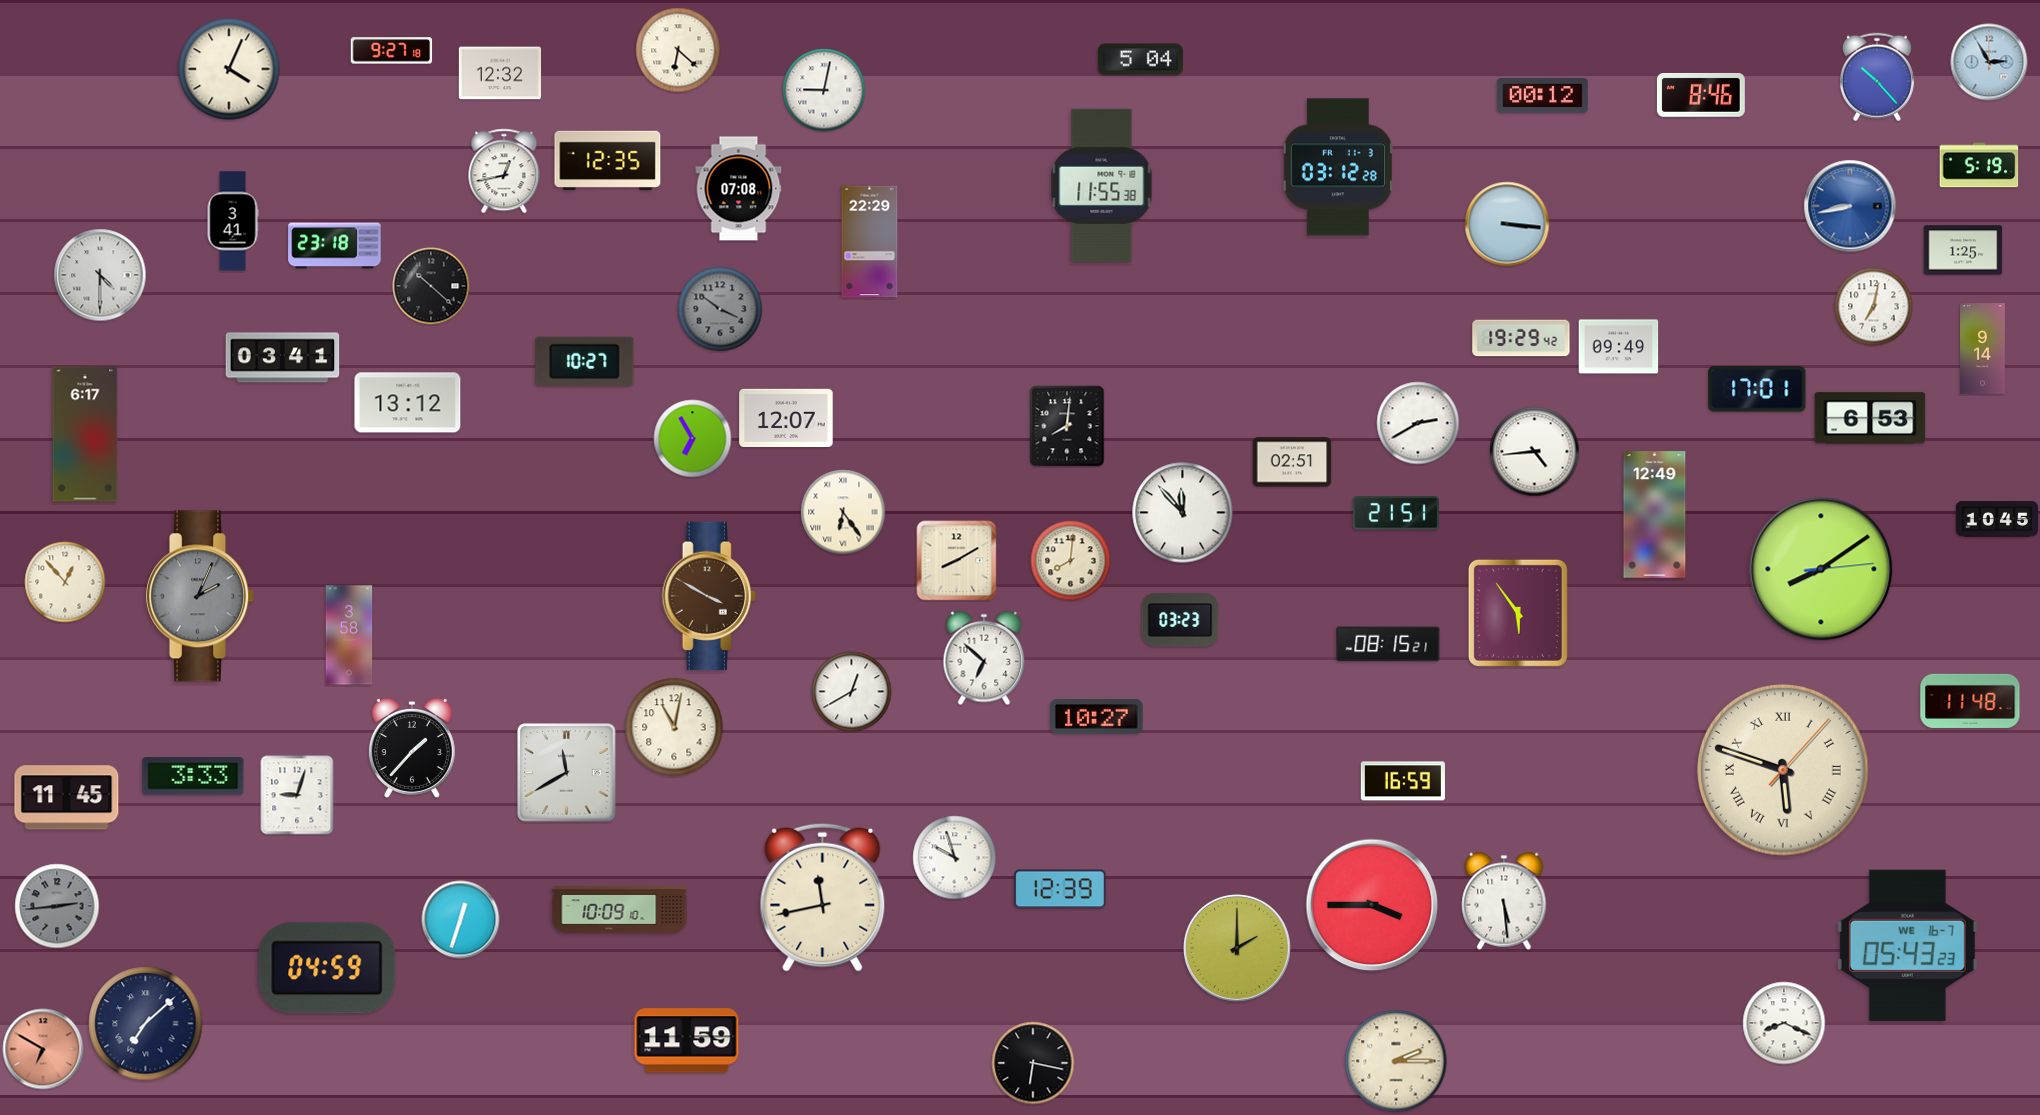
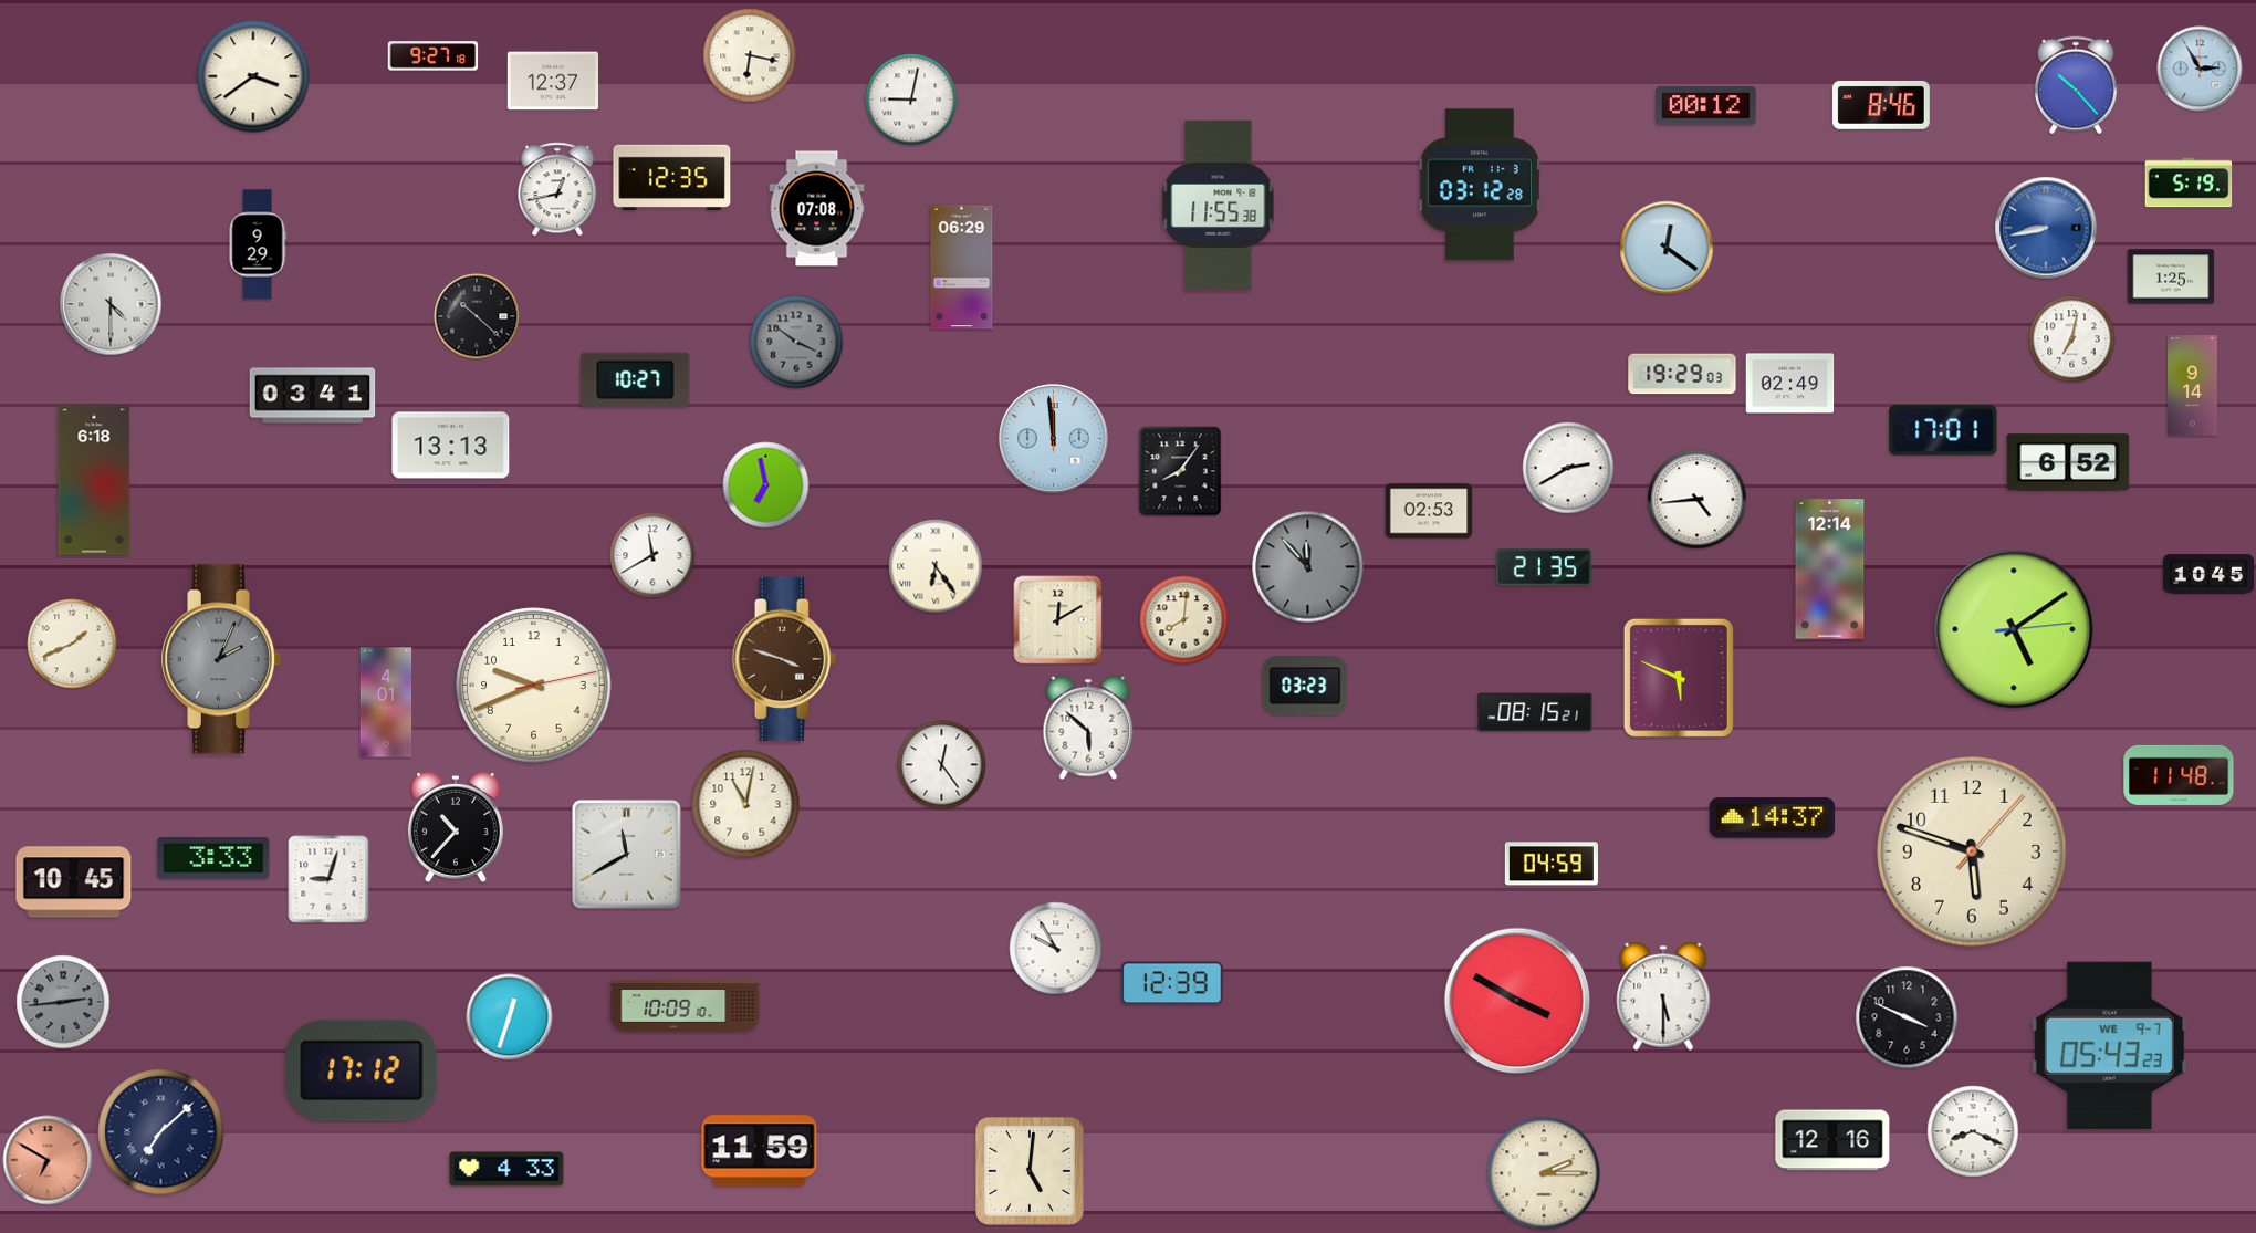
clock at (678, 50): 6:22 -> 6:17
clock at (1140, 60): 5:04 -> none
clock at (229, 69): 4:04 -> 3:39
clock at (500, 73): 12:32 -> 12:37
clock at (233, 221): 3:41 -> 9:29
clock at (1507, 224): 3:16 -> 12:21
clock at (870, 242): 22:29 -> 06:29
clock at (335, 246): 23:18 -> none
clock at (1521, 338): 19:29:42 -> 19:29:03
clock at (1619, 347): 09:49 -> 02:49
clock at (585, 361) position: (585, 361) -> (636, 379)
clock at (1054, 439): none -> 11:59
clock at (408, 403): 13:12 -> 13:13
clock at (786, 417): 12:07 -> none
clock at (1870, 418): 6:53 -> 6:52
clock at (1067, 426): 8:01 -> 8:06
clock at (85, 434): 6:17 -> 6:18
clock at (693, 439): 6:55 -> 6:58
clock at (1292, 462): 02:51 -> 02:53
clock at (652, 555): none -> 11:40
clock at (843, 512) position: (843, 512) -> (936, 566)
clock at (1183, 513) dial: white -> grey
clock at (1396, 513): 21:51 -> 21:35
clock at (1655, 515): 12:49 -> 12:14
clock at (957, 561): 8:10 -> 12:10
clock at (1821, 569): 8:09 -> 5:09
clock at (65, 582): 12:53 -> 1:41
clock at (709, 596): 3:50 -> 3:48
clock at (1518, 613): 5:54 -> 5:49
clock at (534, 686): none -> 9:41
clock at (349, 635): 3:58 -> 4:01
clock at (984, 658): 6:52 -> 5:52
clock at (852, 692): 12:40 -> 12:24
clock at (1097, 717): 10:27 -> none
clock at (1773, 818): none -> 14:37
clock at (412, 748): 1:37 -> 10:37
clock at (1783, 770) numerals: Roman -> Arabic
clock at (1403, 781): 16:59 -> 04:59
clock at (67, 798): 11:45 -> 10:45
clock at (955, 858): 9:57 -> 9:55
clock at (823, 897): 11:43 -> none
clock at (1504, 901): 5:29 -> 5:30
clock at (1372, 905): 3:45 -> 3:50
clock at (1907, 1017): none -> 3:49
clock at (1907, 945) date: WE 16-7 -> WE 9-7
clock at (1237, 948): 2:00 -> none
clock at (327, 968): 04:59 -> 17:12
clock at (1832, 1140): none -> 12:16
clock at (506, 1169): none -> 4:33
clock at (1030, 1171): none -> 5:01
clock at (1033, 1063): 6:17 -> none
